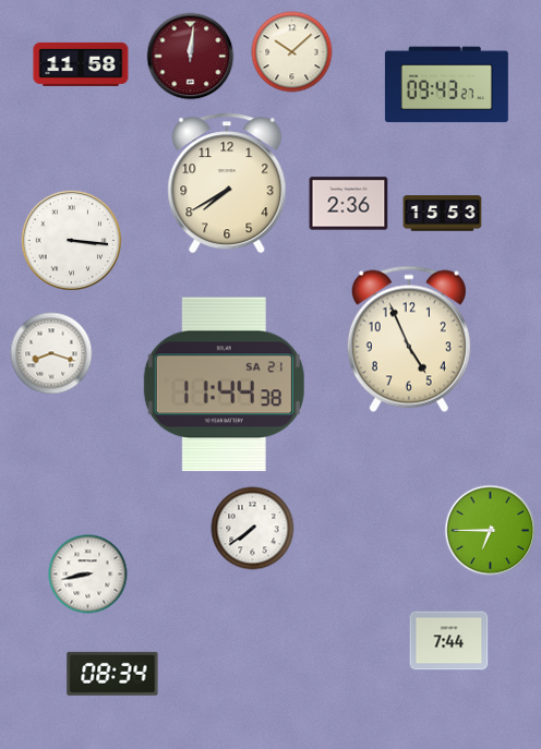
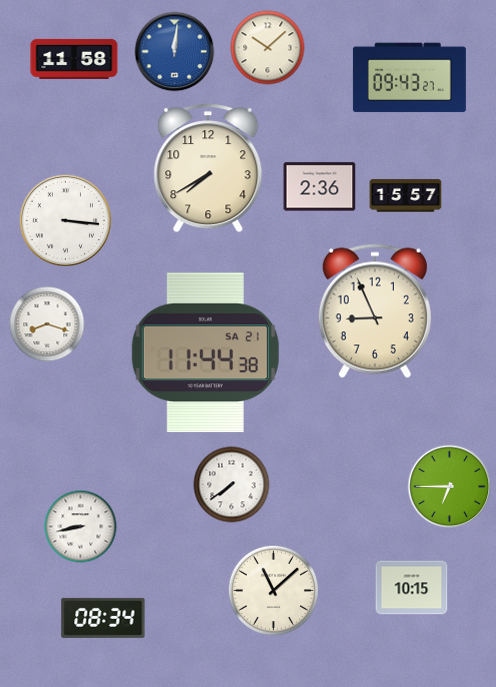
clock at (191, 57) dial: burgundy -> blue
clock at (443, 214): 15:53 -> 15:57
clock at (409, 339): 4:56 -> 8:56
clock at (449, 641): 7:44 -> 10:15
clock at (273, 590): none -> 11:08
